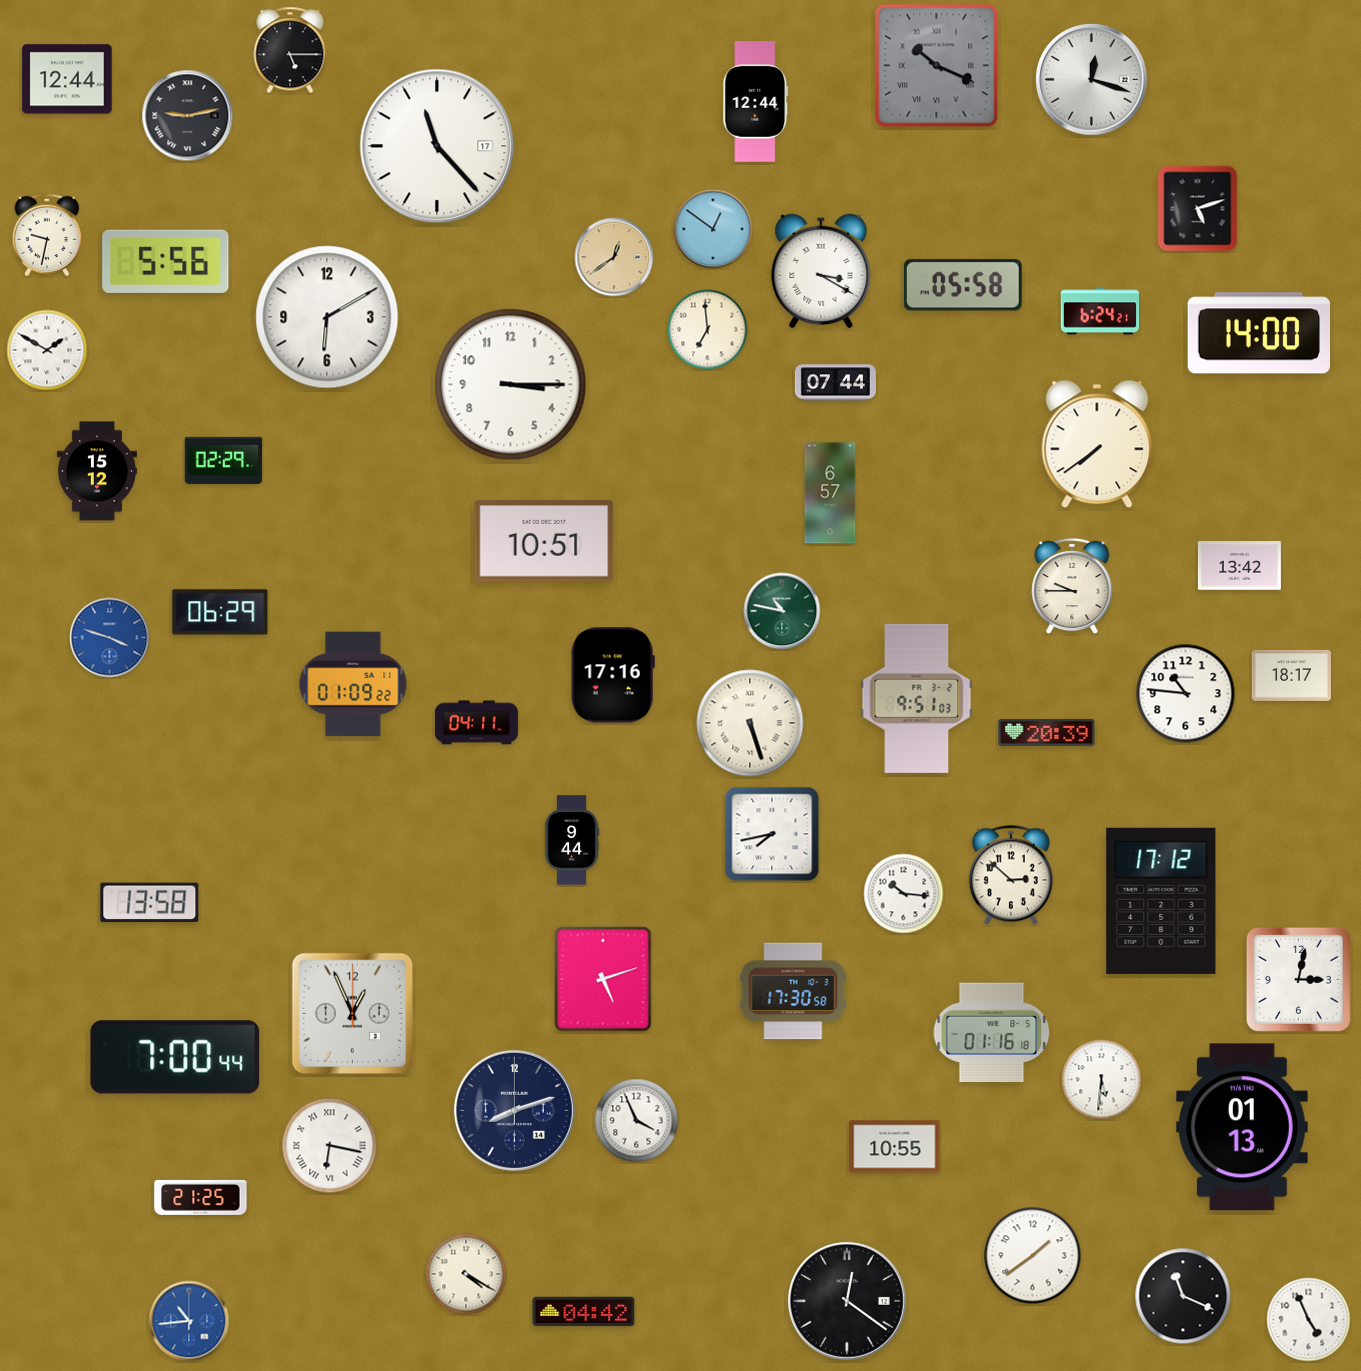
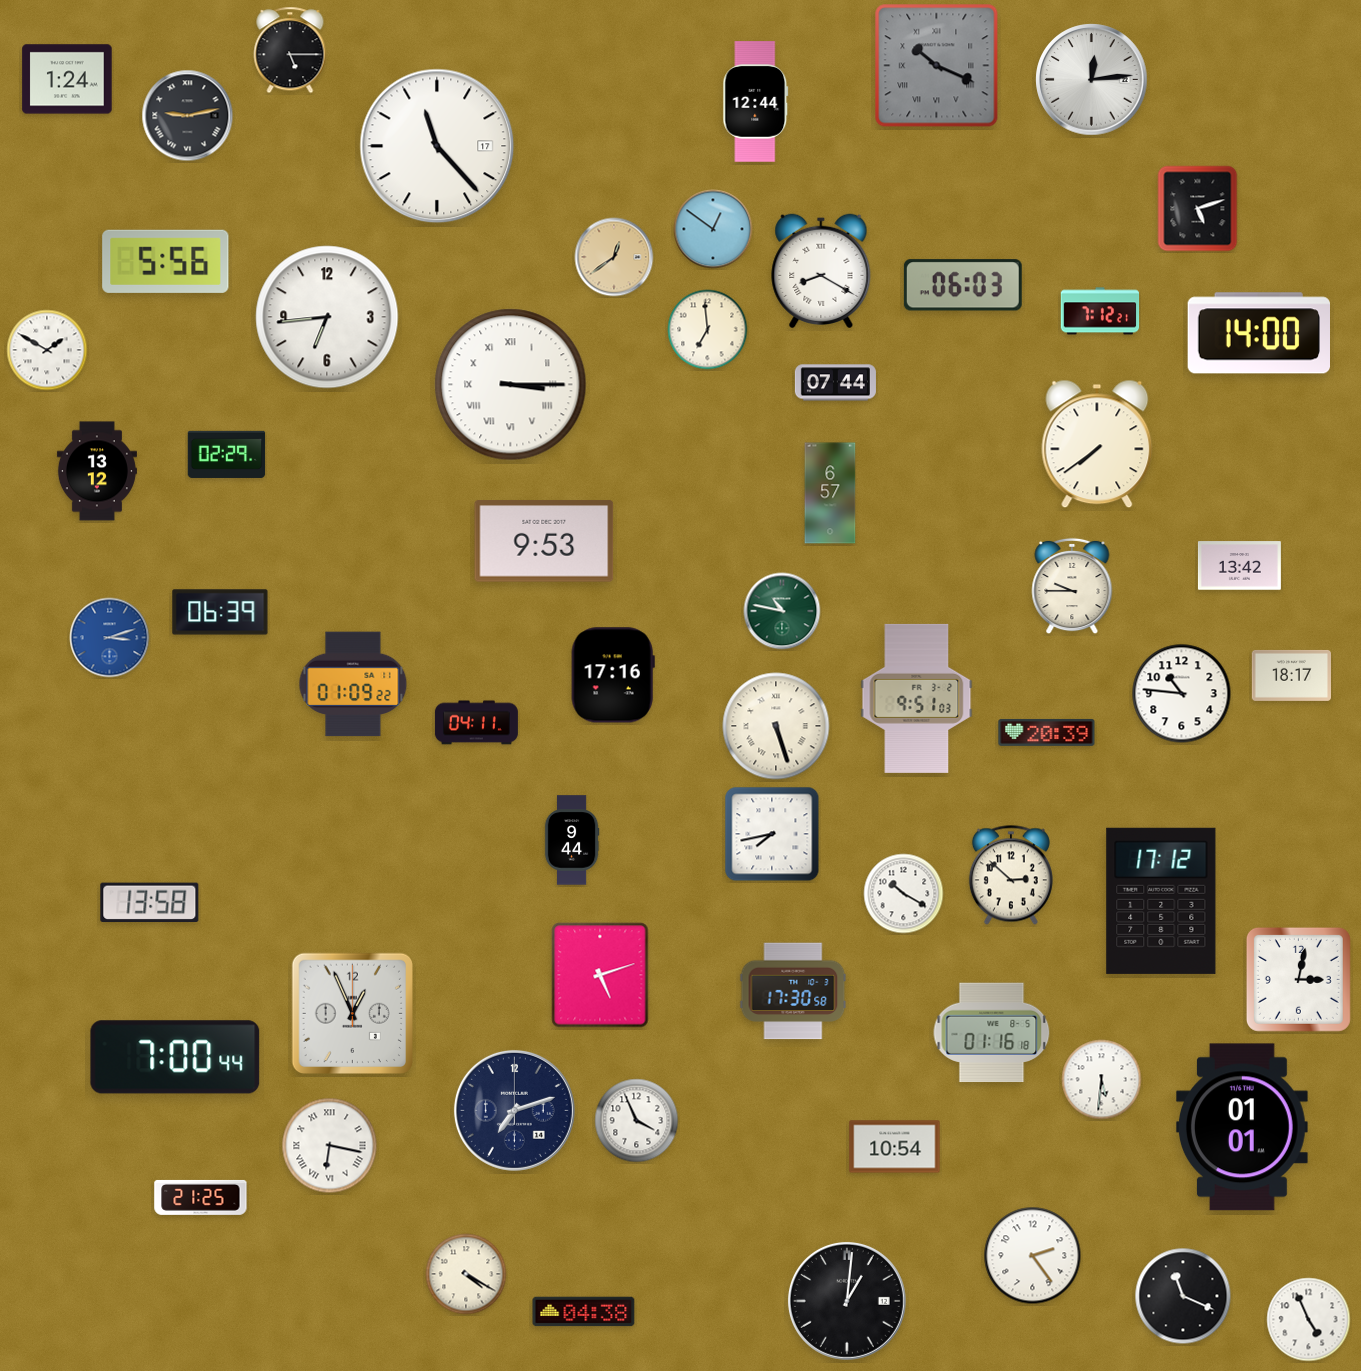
clock at (67, 79): 12:44 -> 1:24
clock at (1092, 80): 12:18 -> 12:14
clock at (47, 235): 9:32 -> none
clock at (821, 271): 3:20 -> 8:20
clock at (963, 285): 05:58 -> 06:03
clock at (1100, 311): 6:24 -> 7:12
clock at (327, 317): 6:10 -> 6:44
clock at (511, 385) numerals: Arabic -> Roman
clock at (224, 460) position: (224, 460) -> (227, 454)
clock at (97, 471): 15:12 -> 13:12
clock at (544, 541): 10:51 -> 9:53
clock at (220, 612): 06:29 -> 06:39
clock at (110, 638): 3:48 -> 3:12
clock at (1186, 694) position: (1186, 694) -> (1182, 694)
clock at (750, 723) position: (750, 723) -> (776, 726)
clock at (904, 894): 10:16 -> 10:20
clock at (603, 979) position: (603, 979) -> (600, 975)
clock at (514, 1110): 8:12 -> 7:12
clock at (1242, 1127): 01:13 -> 01:01
clock at (895, 1147): 10:55 -> 10:54
clock at (1033, 1256): 1:39 -> 2:24
clock at (847, 1301): 12:21 -> 1:01
clock at (584, 1312): 04:42 -> 04:38
clock at (189, 1321): 10:44 -> none
